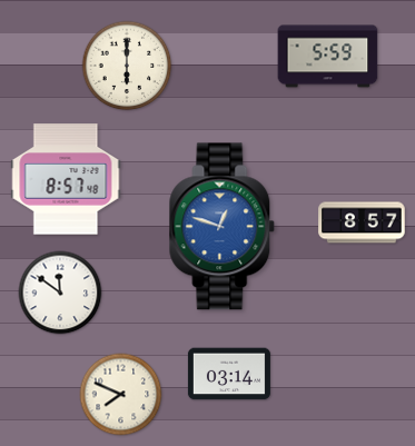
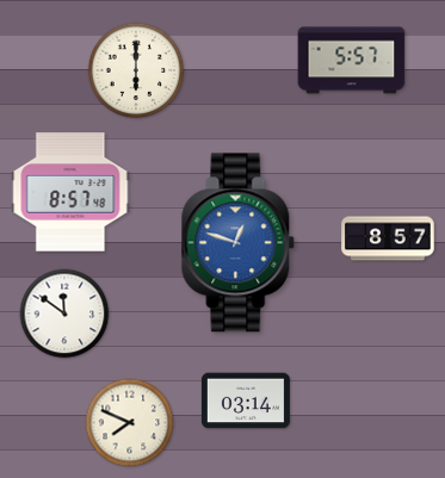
clock at (328, 57): 5:59 -> 5:57
